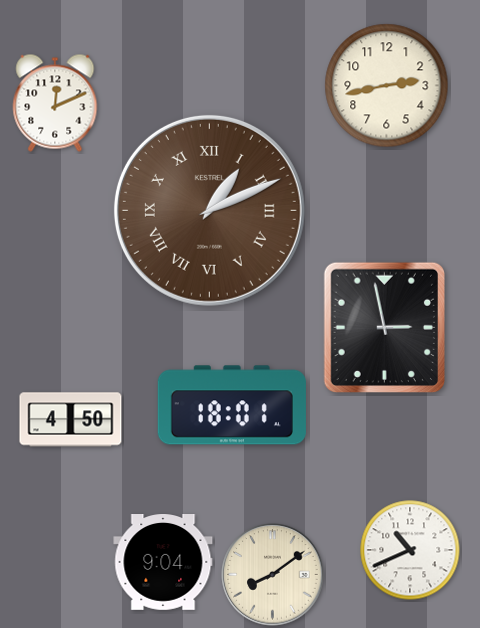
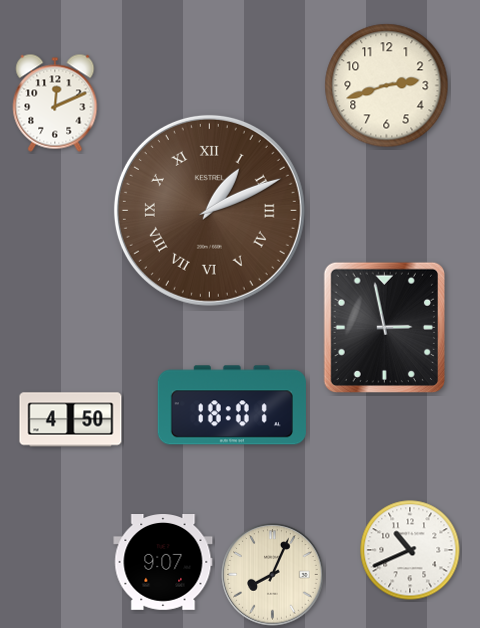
clock at (387, 86): 2:43 -> 2:42
clock at (163, 563): 9:04 -> 9:07
clock at (273, 575): 8:09 -> 8:04
